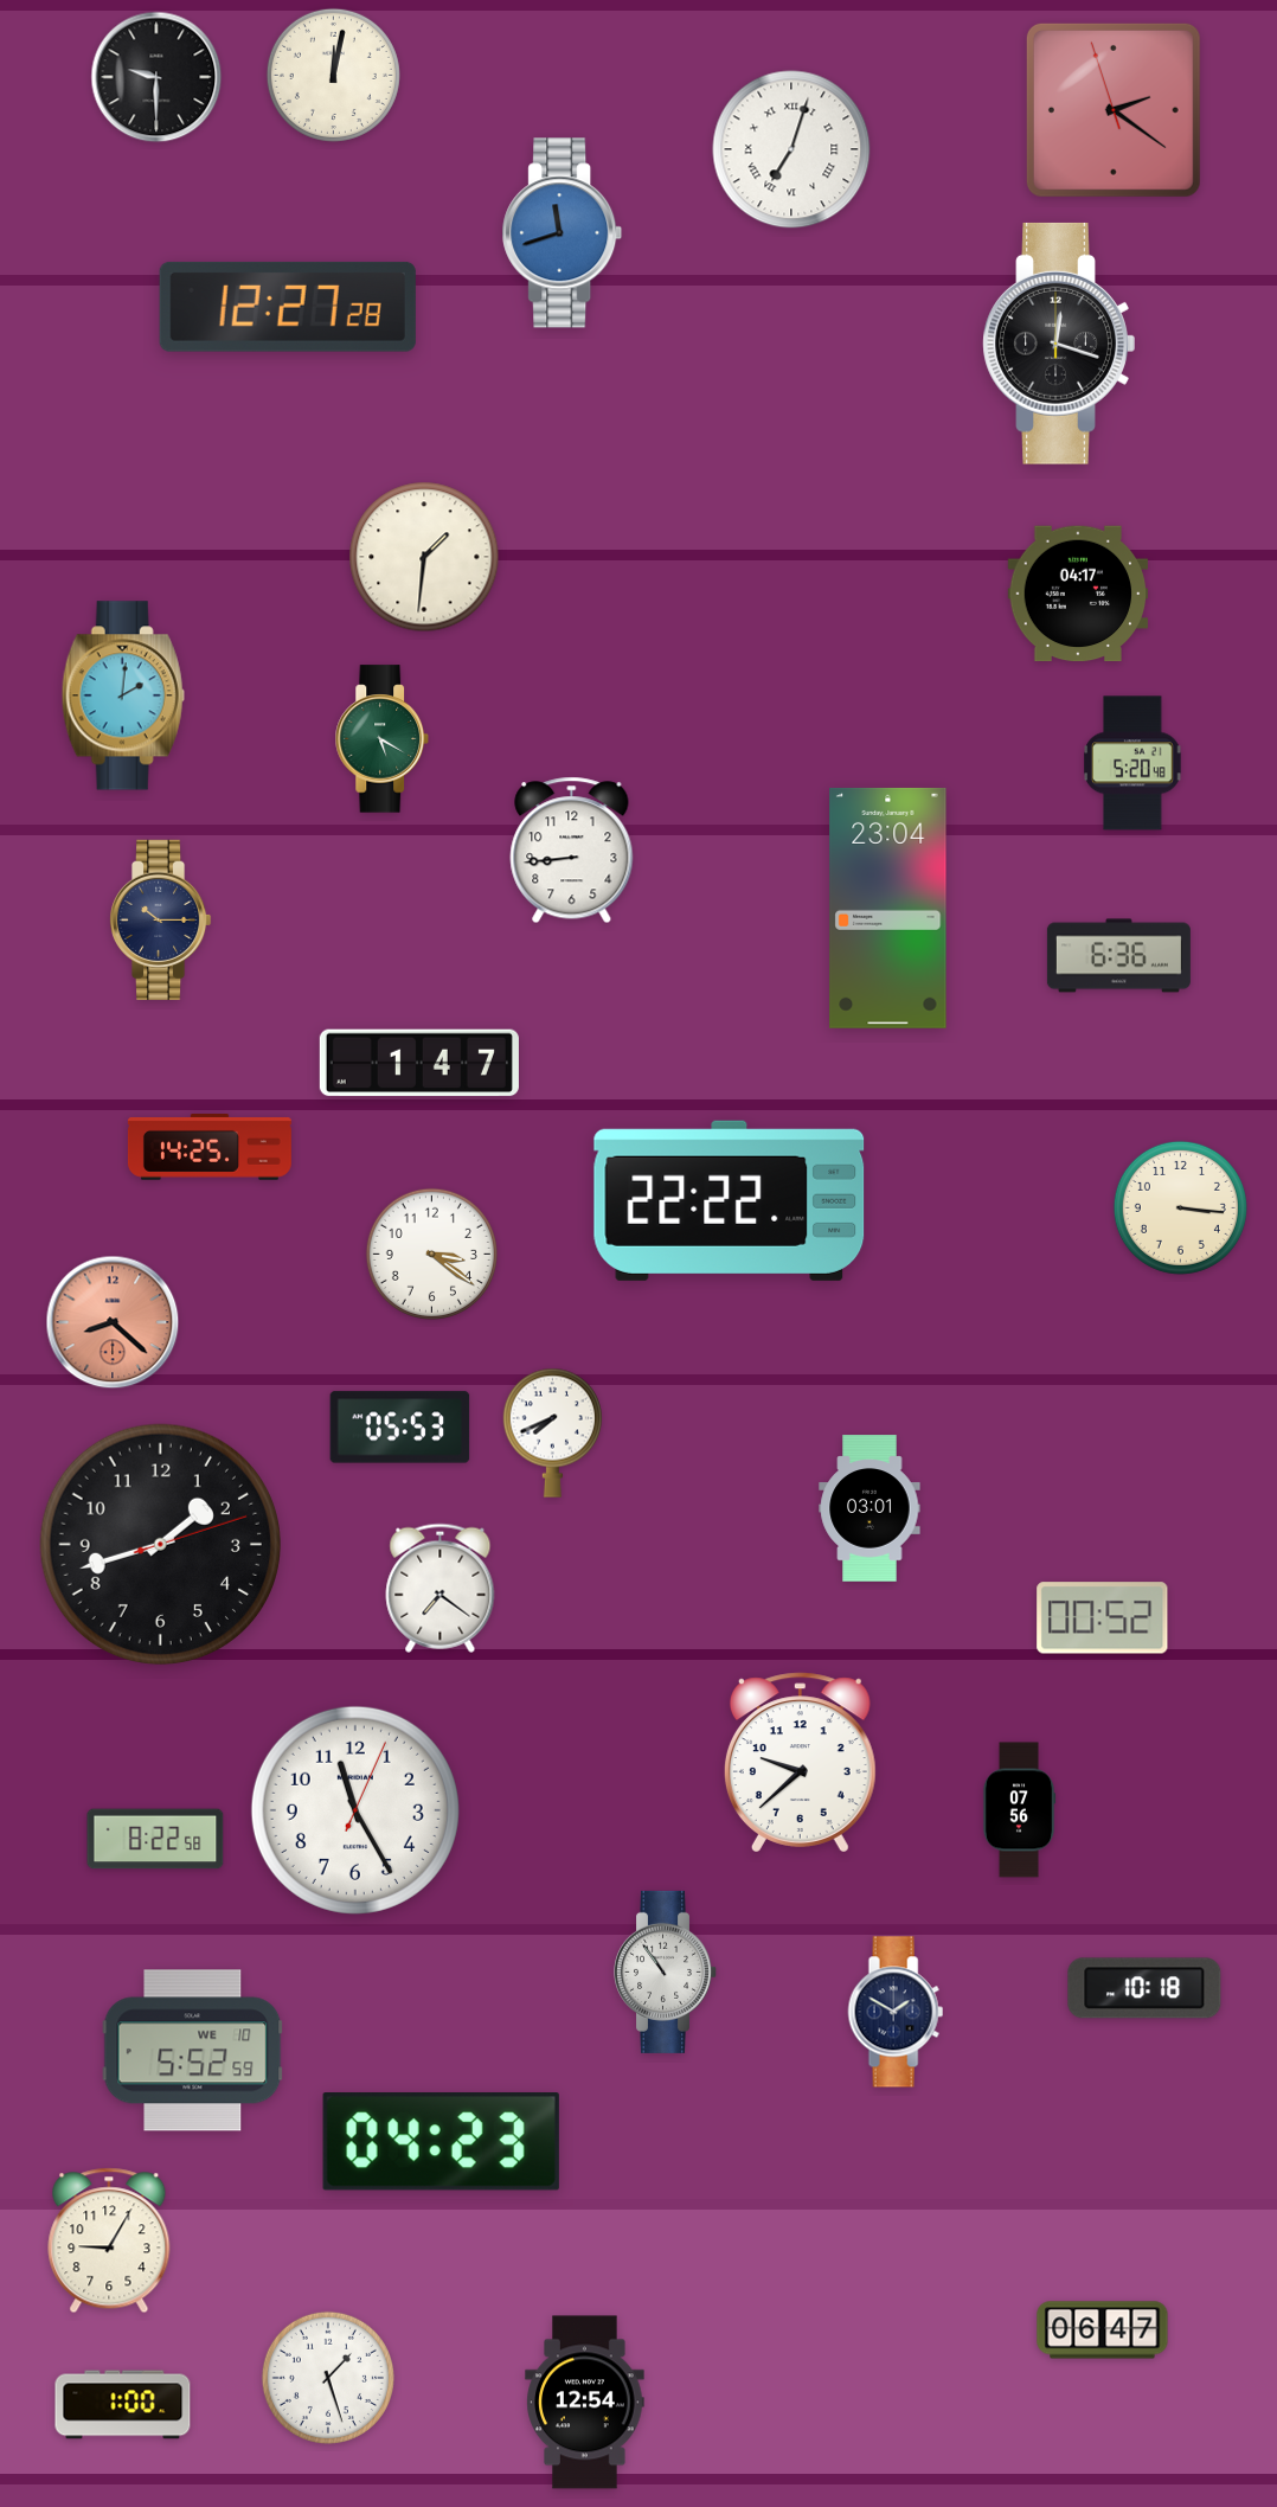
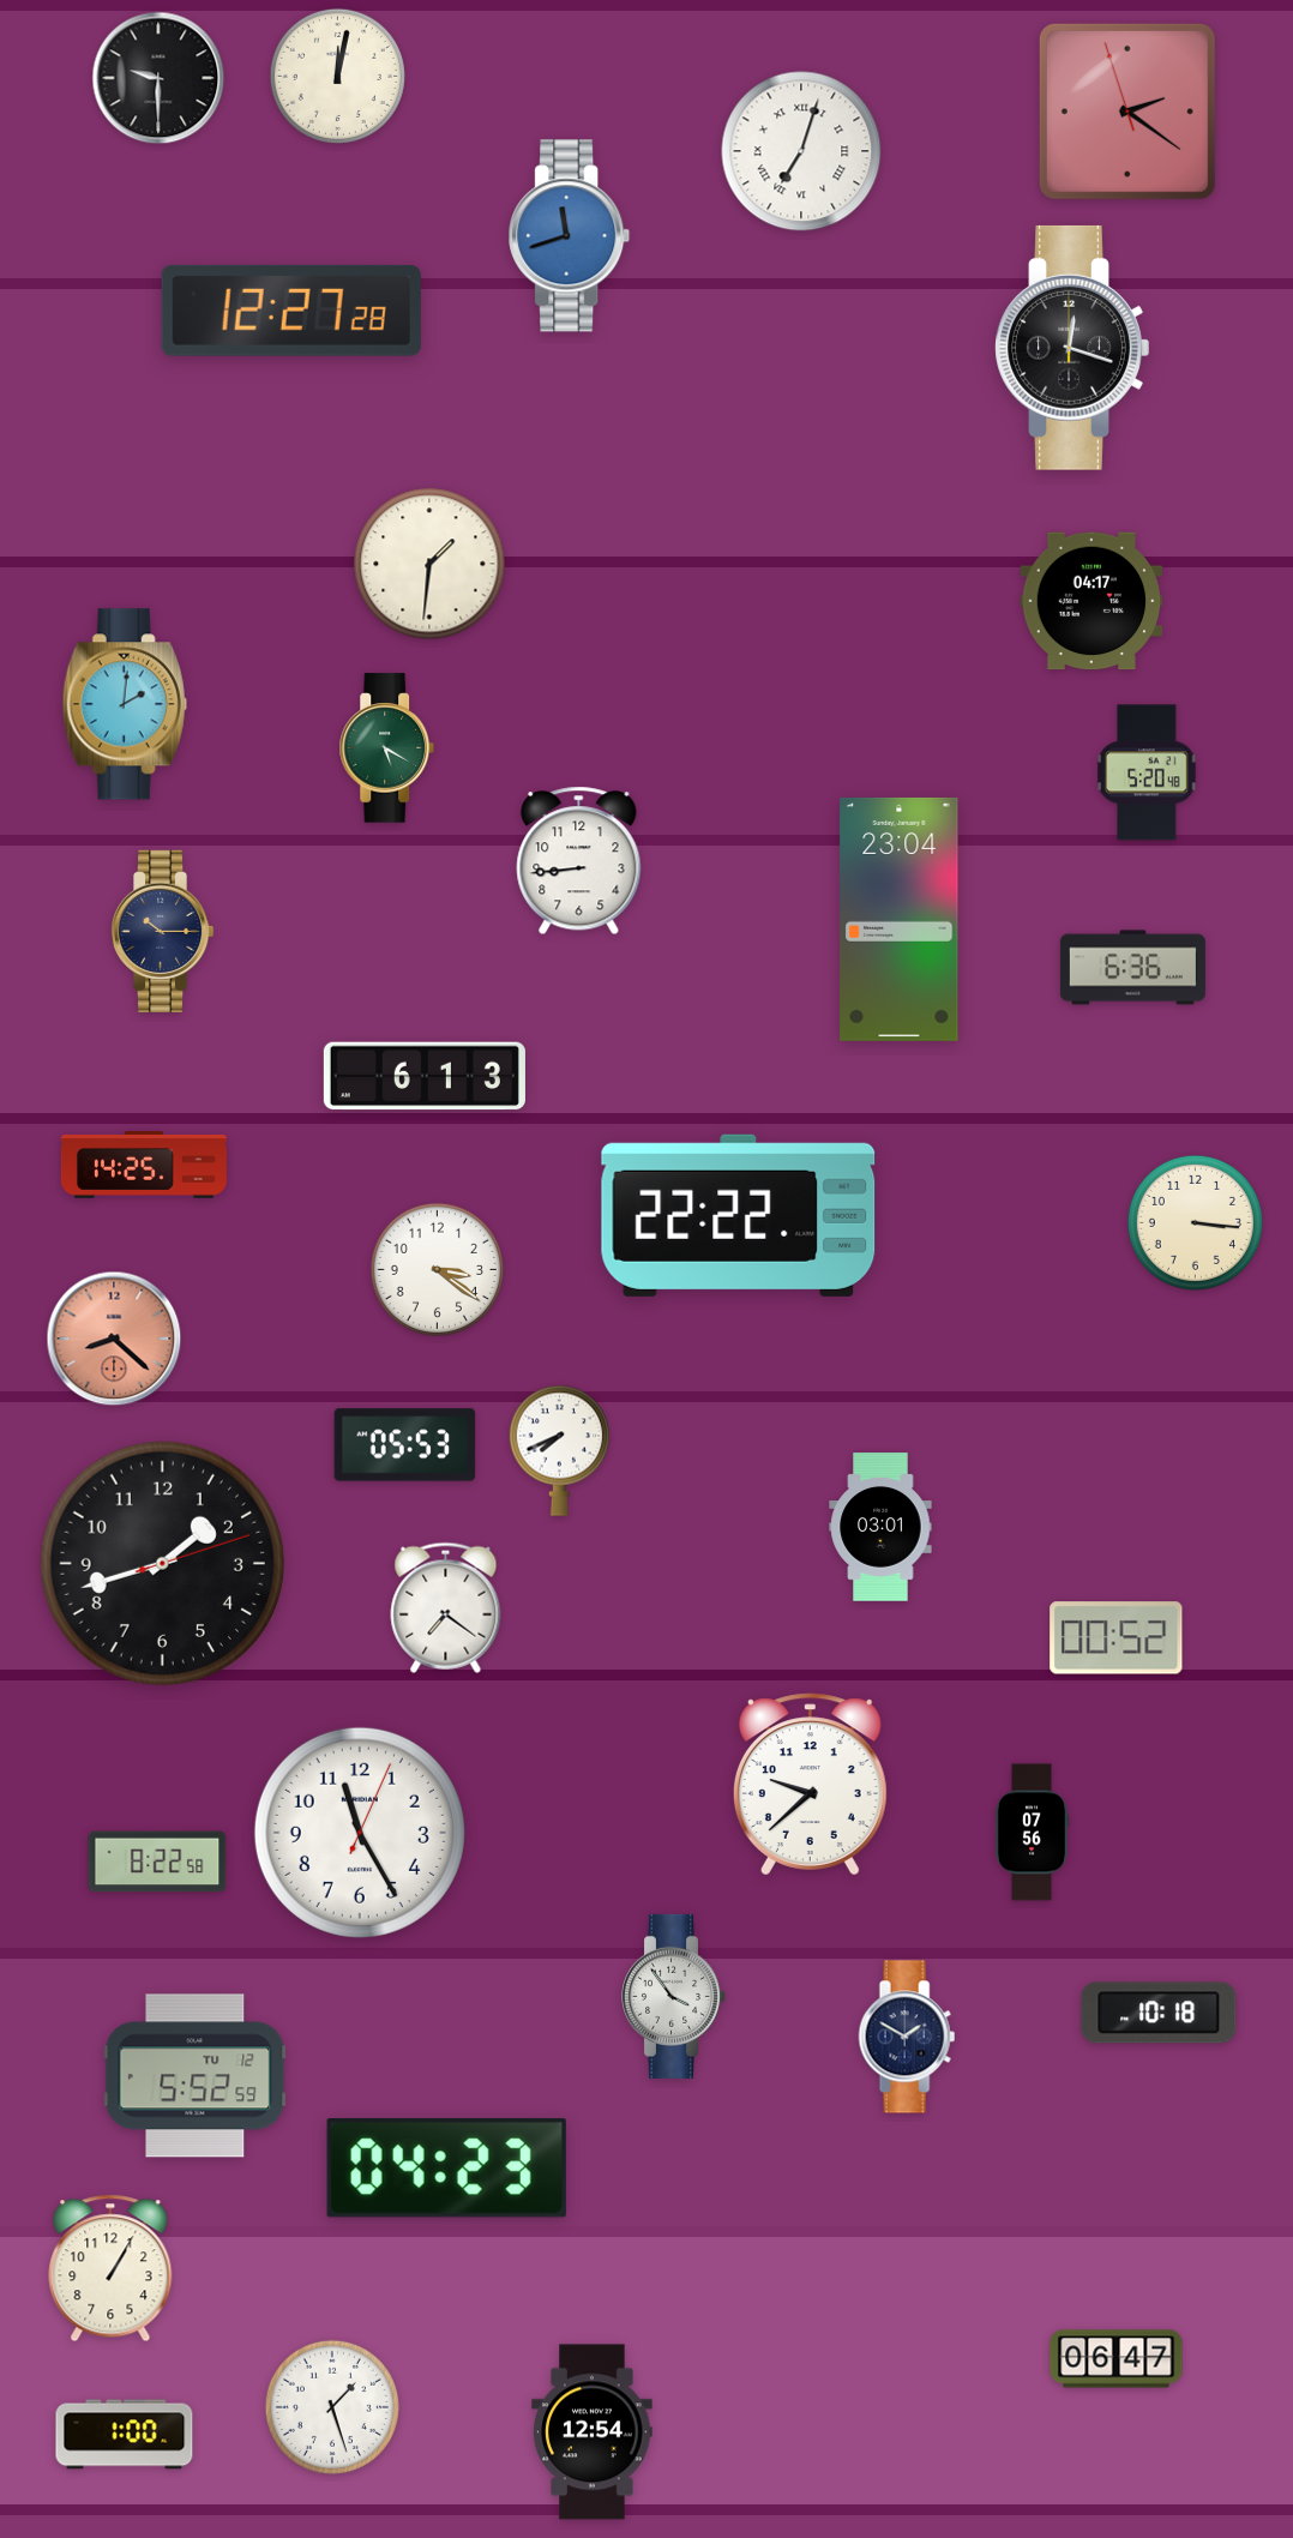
clock at (419, 1063): 1:47 -> 6:13
clock at (210, 1148) position: (210, 1148) -> (144, 1166)
clock at (666, 1971): 10:54 -> 3:54
clock at (193, 2051) date: WE 10 -> TU 12
clock at (109, 2240): 9:05 -> 1:05
